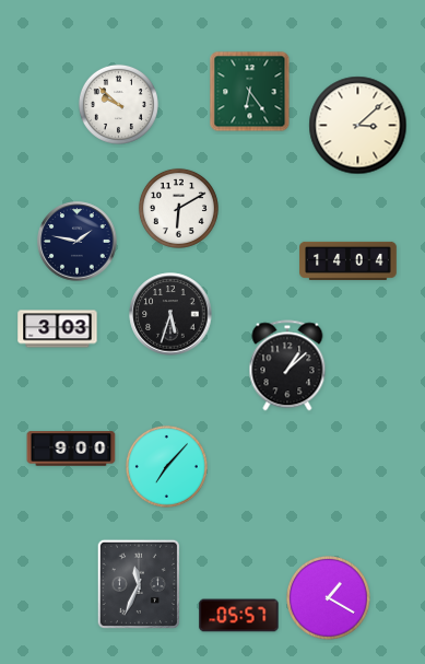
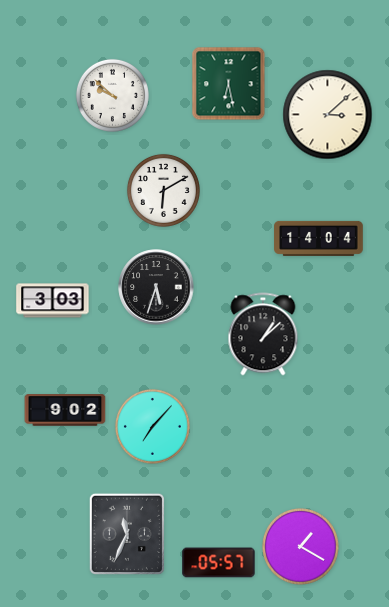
clock at (250, 92): 6:24 -> 6:28
clock at (118, 104) position: (118, 104) -> (112, 95)
clock at (78, 242): 1:47 -> none
clock at (71, 449): 9:00 -> 9:02
